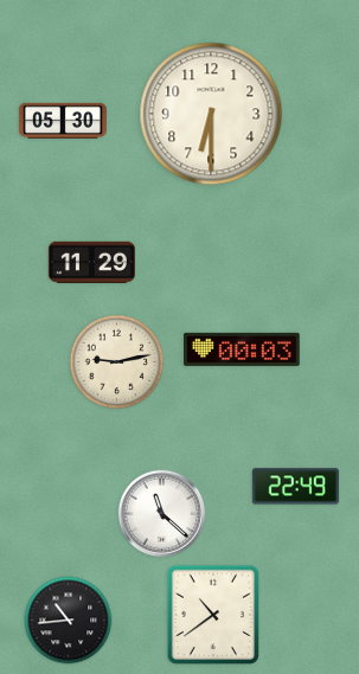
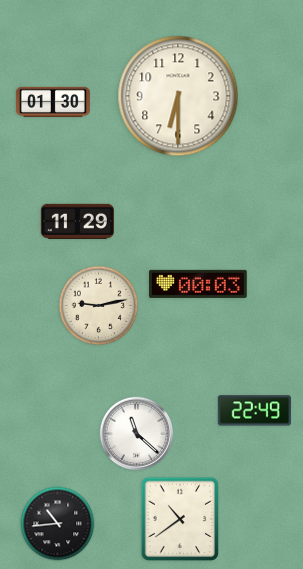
clock at (63, 121): 05:30 -> 01:30
clock at (242, 349) position: (242, 349) -> (198, 284)
clock at (295, 487) position: (295, 487) -> (254, 411)
